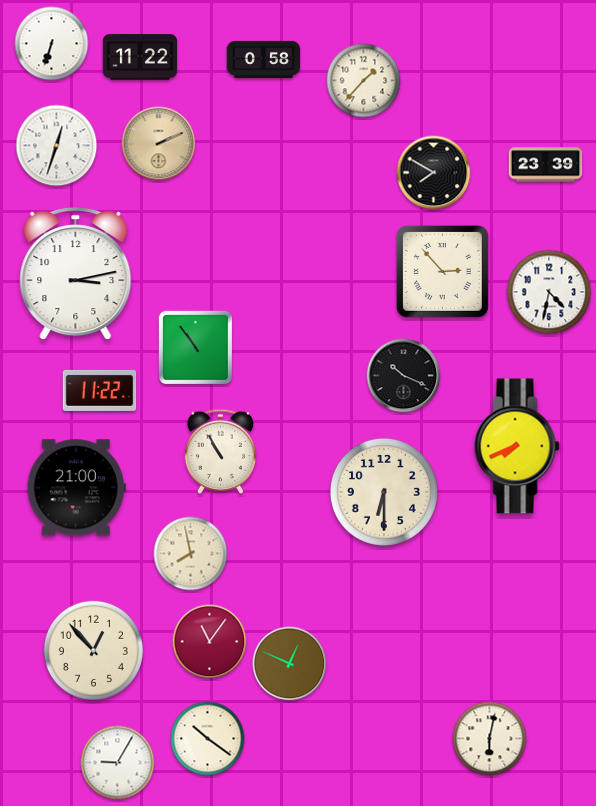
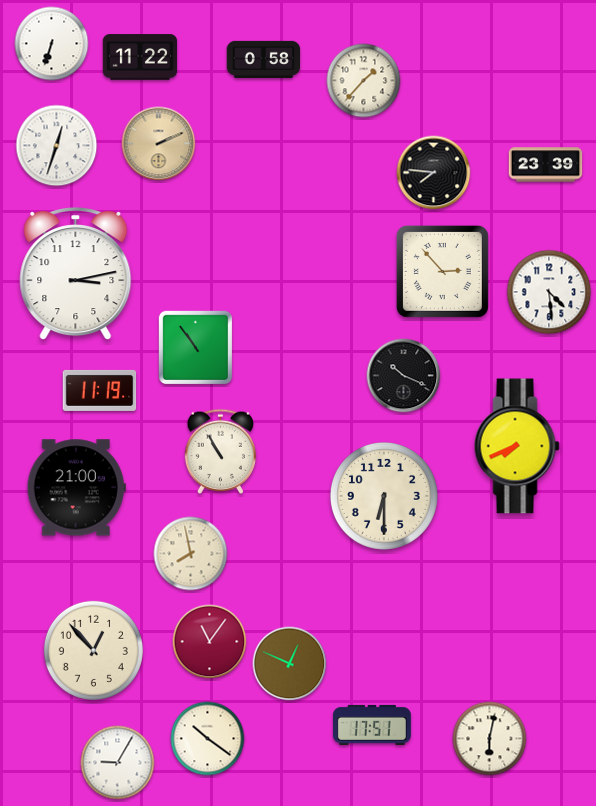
clock at (434, 173): 7:50 -> 7:46
clock at (549, 292): 4:32 -> 4:29
clock at (100, 390): 11:22 -> 11:19
clock at (384, 492) position: (384, 492) -> (384, 496)
clock at (372, 725): none -> 17:51
